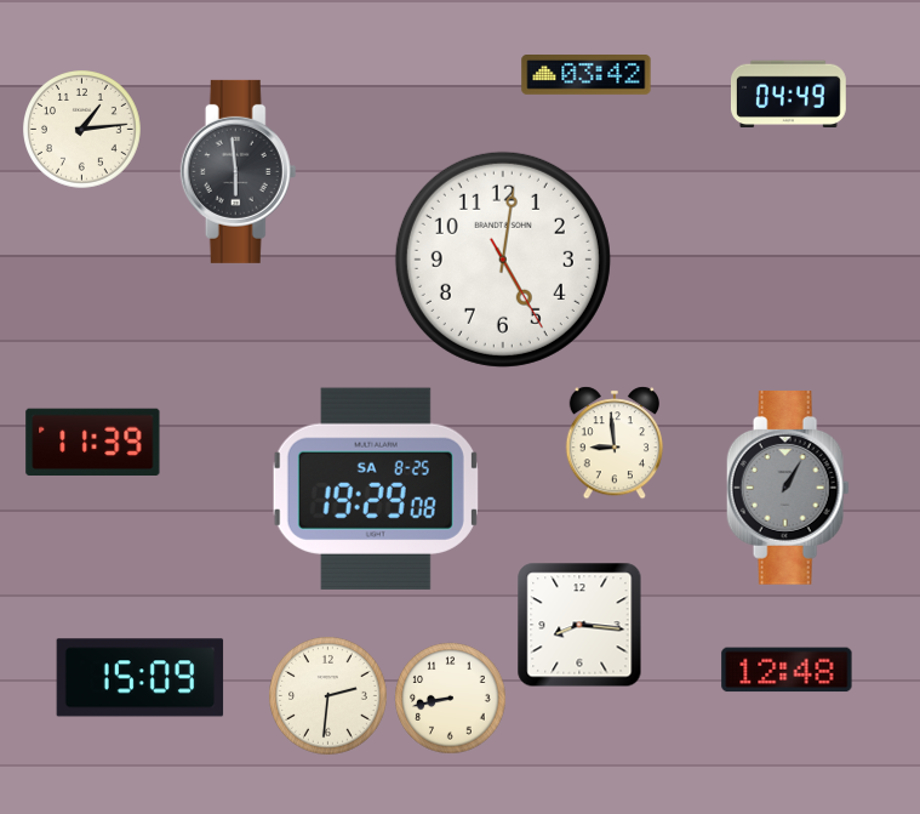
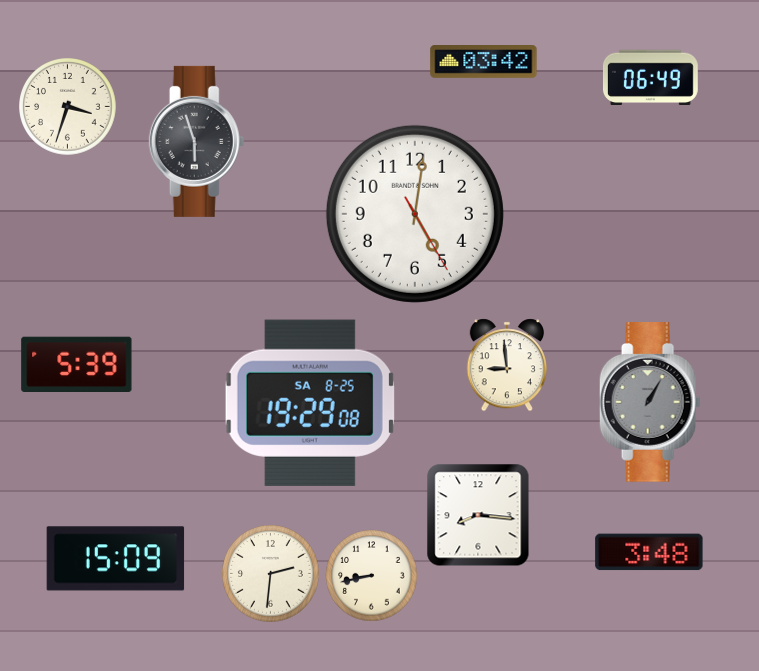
clock at (788, 93): 04:49 -> 06:49
clock at (82, 130): 1:14 -> 3:33
clock at (239, 171): 5:59 -> 5:57
clock at (93, 442): 11:39 -> 5:39
clock at (787, 670): 12:48 -> 3:48
